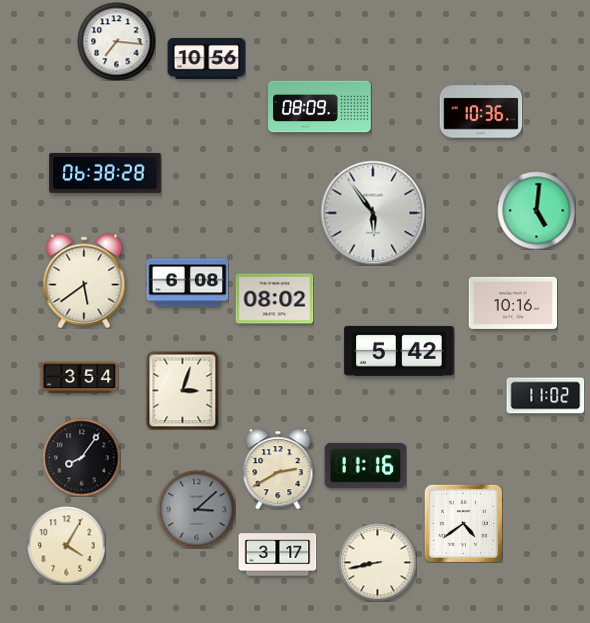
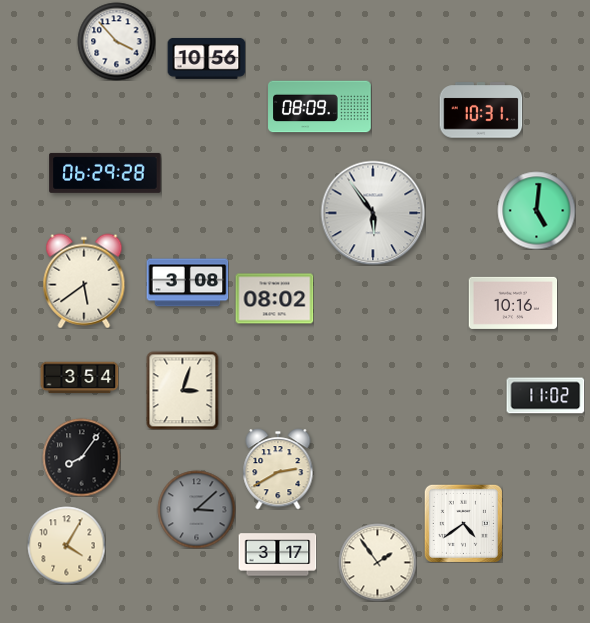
clock at (116, 41): 7:16 -> 3:53
clock at (481, 110): 10:36 -> 10:31
clock at (105, 173): 06:38 -> 06:29
clock at (187, 283): 6:08 -> 3:08
clock at (399, 351): 5:42 -> none
clock at (365, 465): 11:16 -> none
clock at (377, 562): 8:43 -> 1:54
